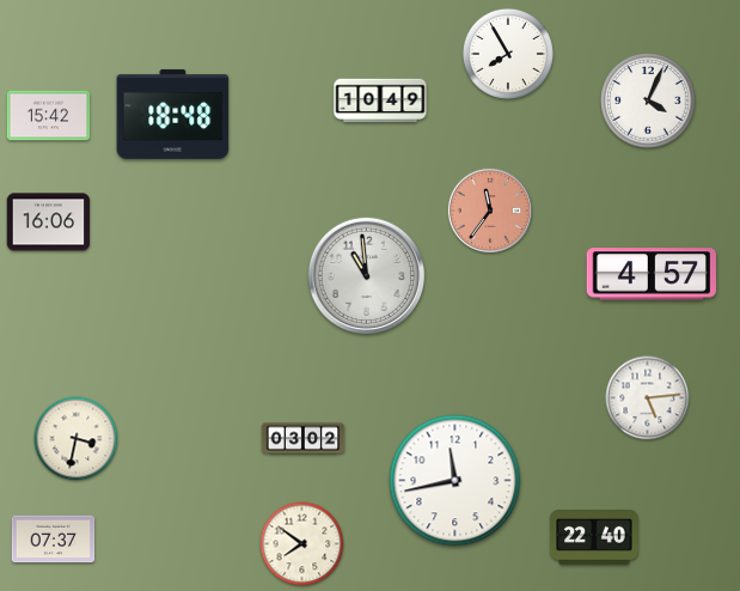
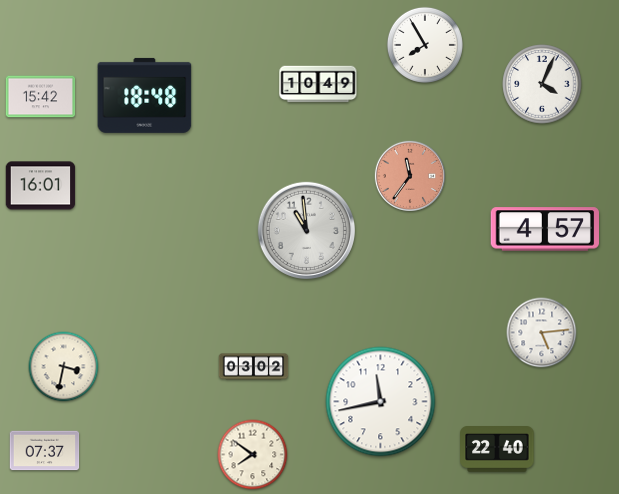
clock at (49, 223): 16:06 -> 16:01
